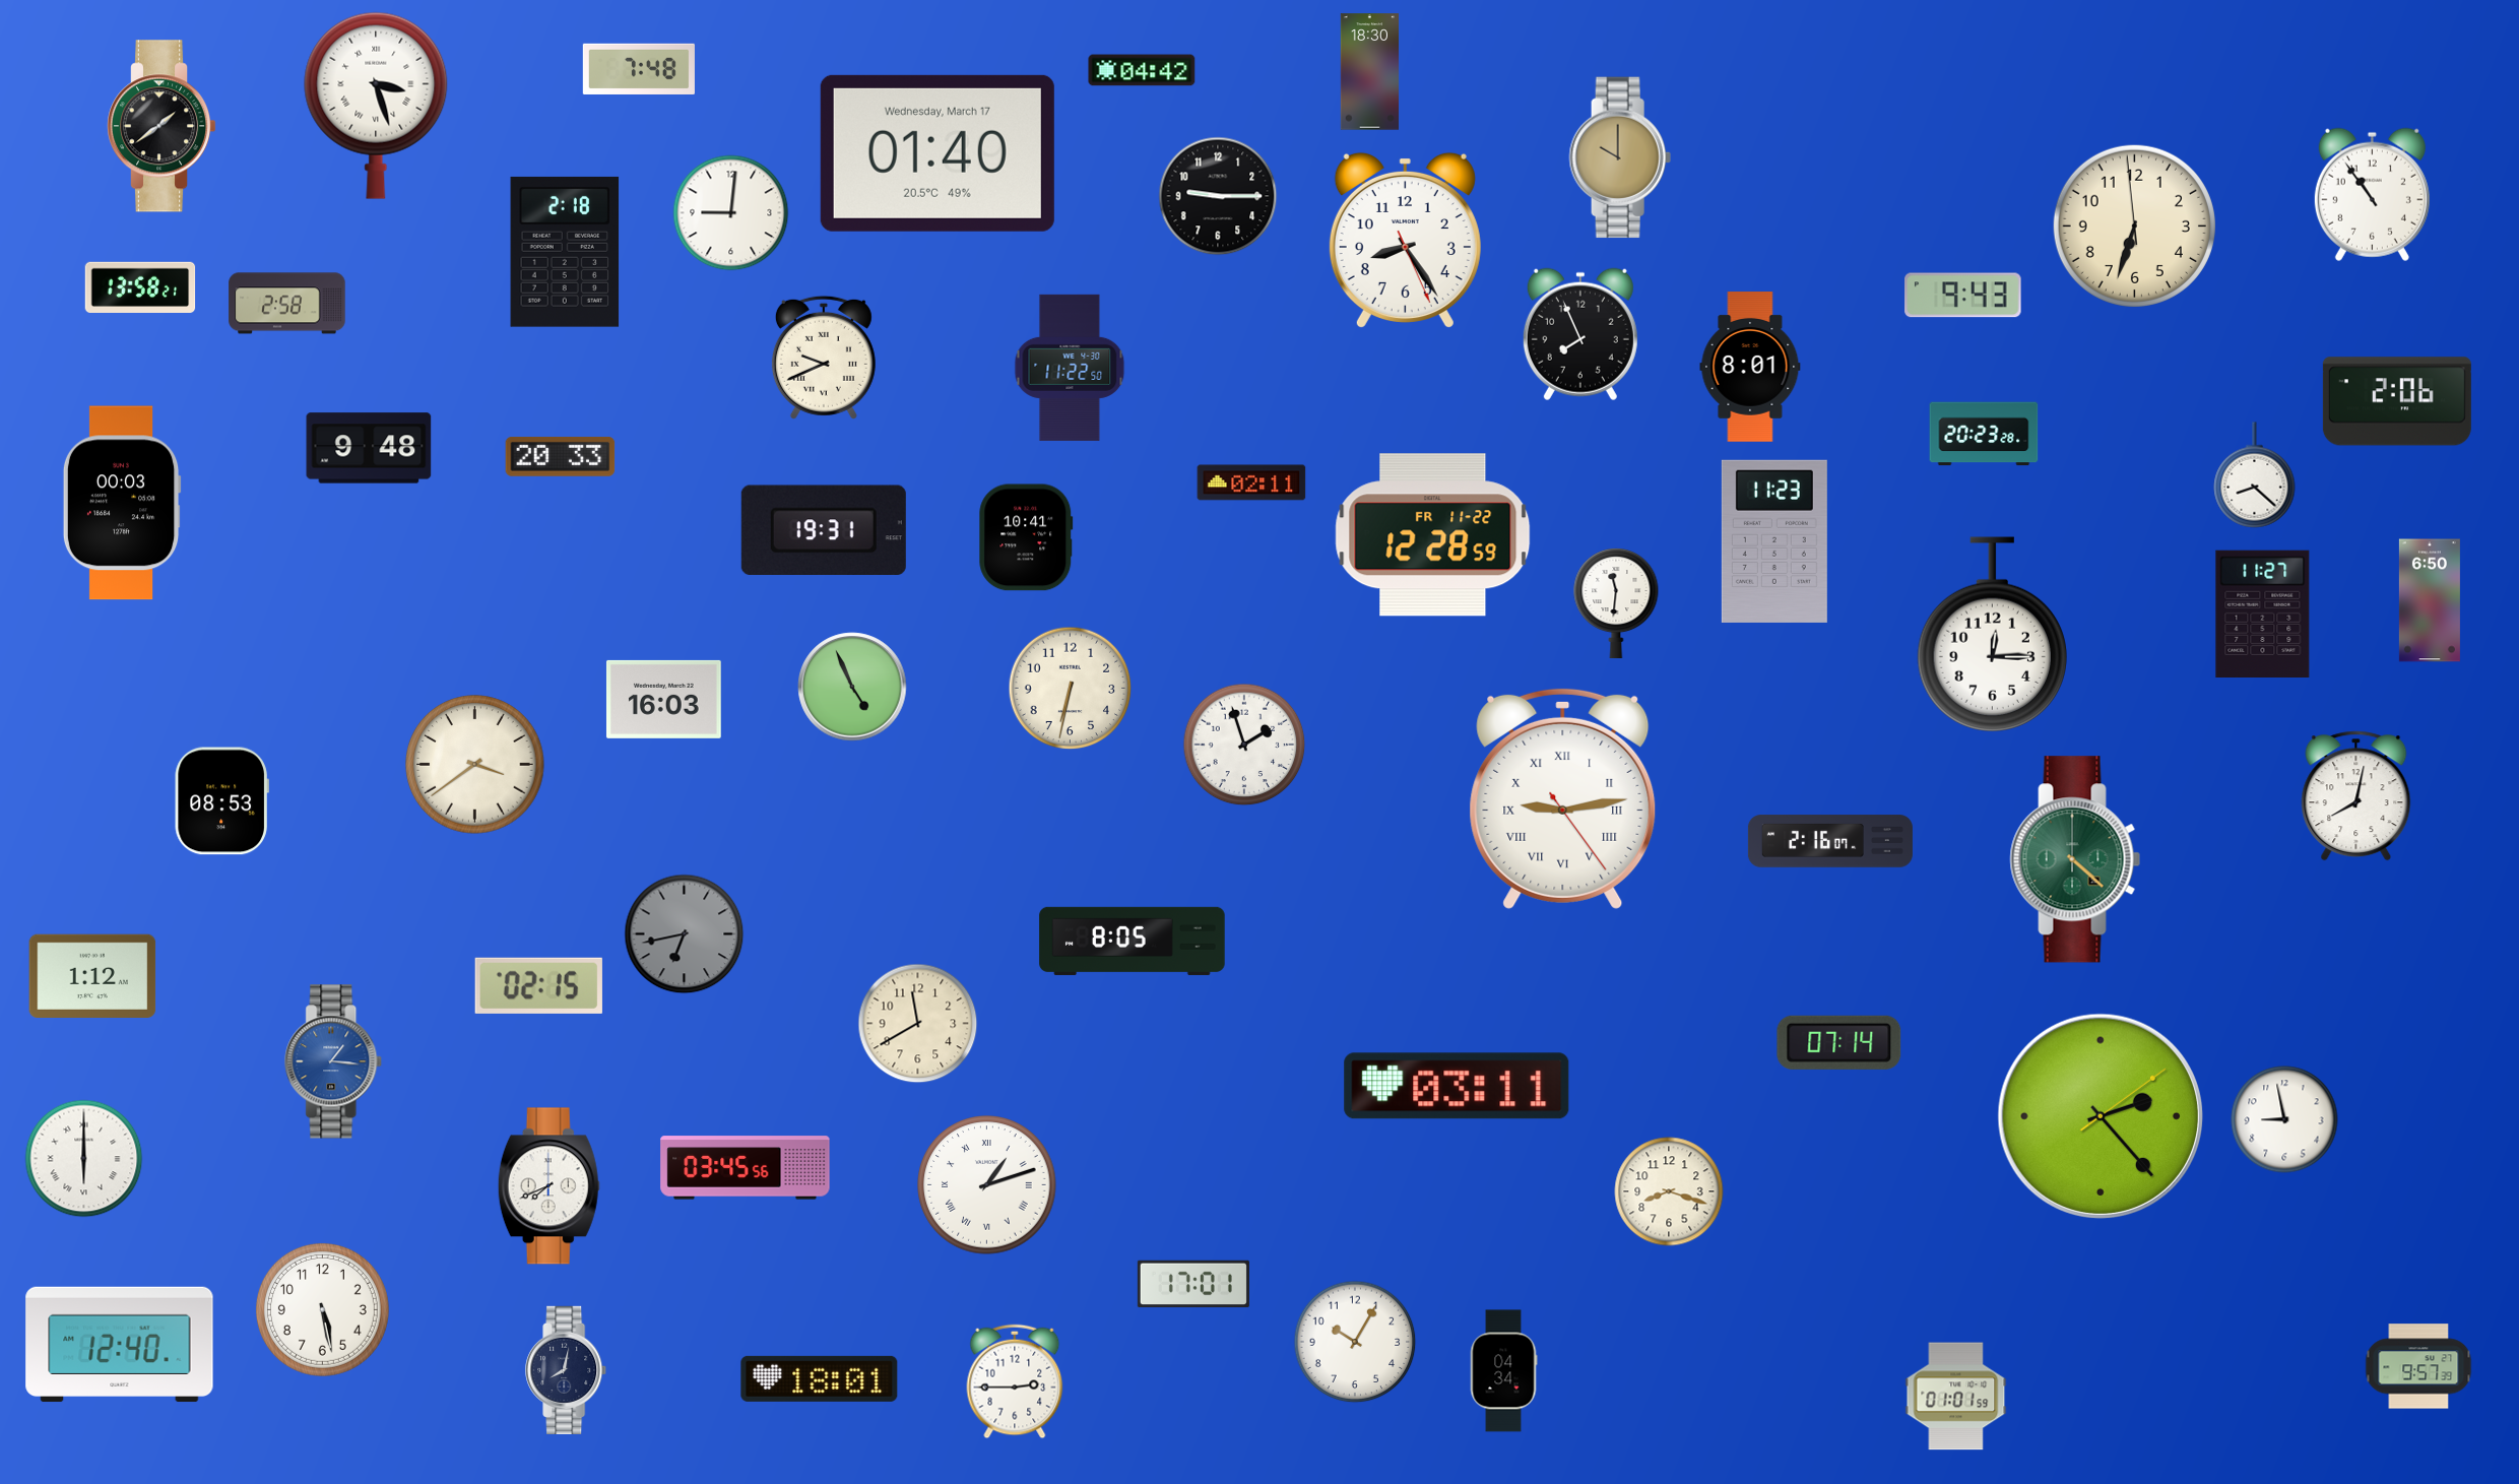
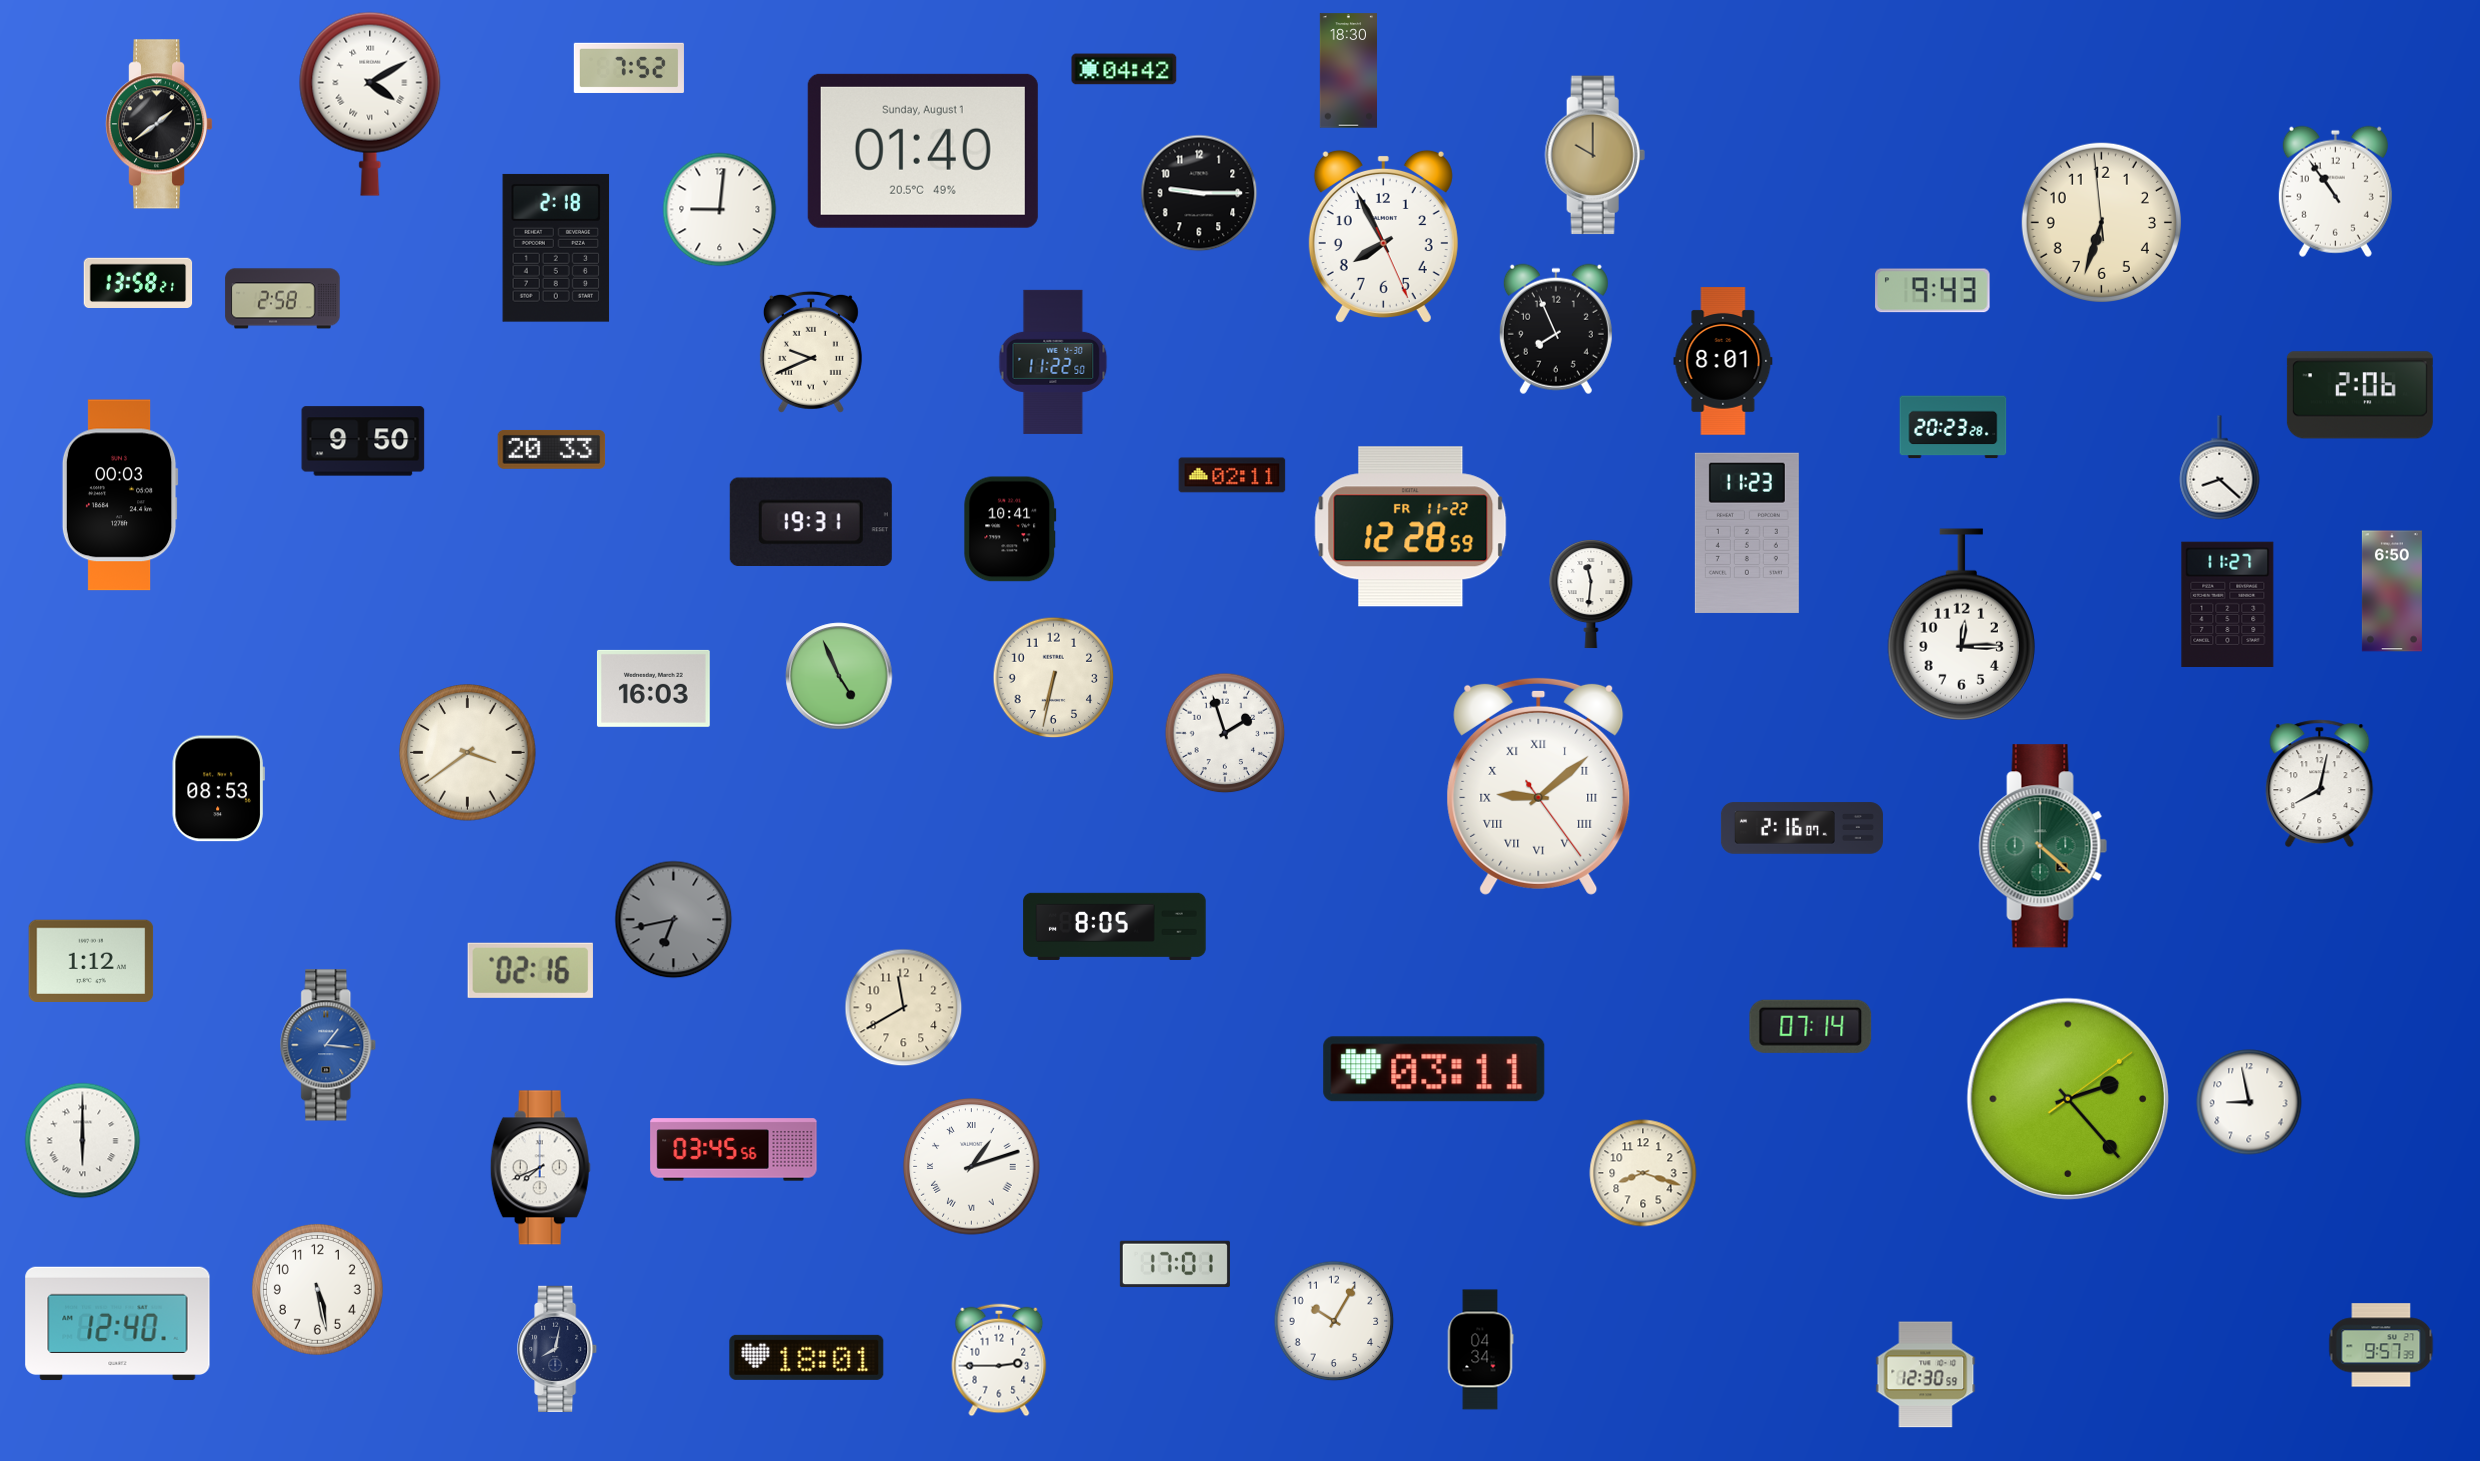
clock at (639, 69): 7:48 -> 7:52
clock at (376, 106): 3:27 -> 4:10
clock at (938, 153) date: Wednesday, March 17 -> Sunday, August 1
clock at (1405, 240): 8:24 -> 7:55
clock at (369, 448): 9:48 -> 9:50
clock at (1563, 798): 9:13 -> 9:08
clock at (538, 985): 02:15 -> 02:16
clock at (1956, 1397): 01:01 -> 12:30
